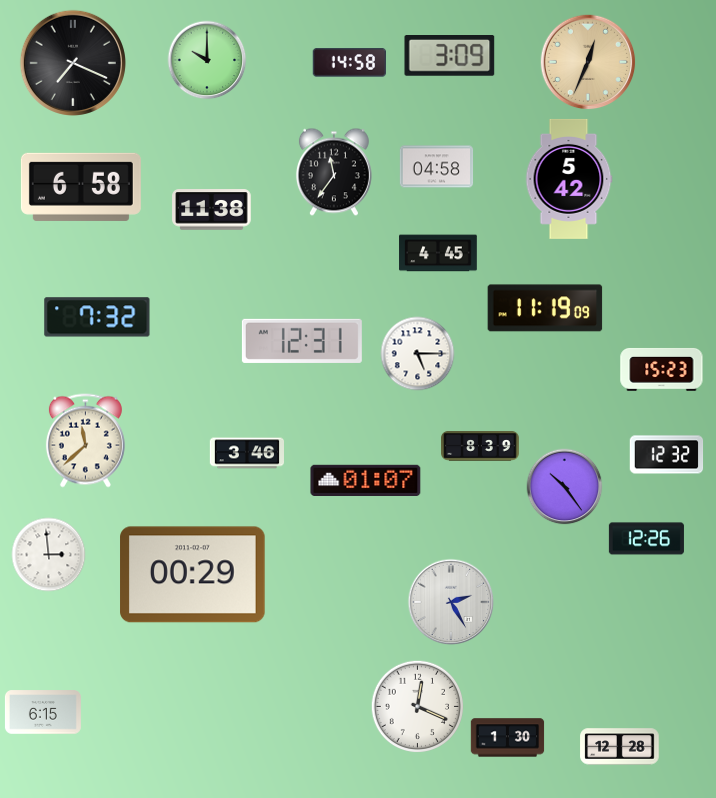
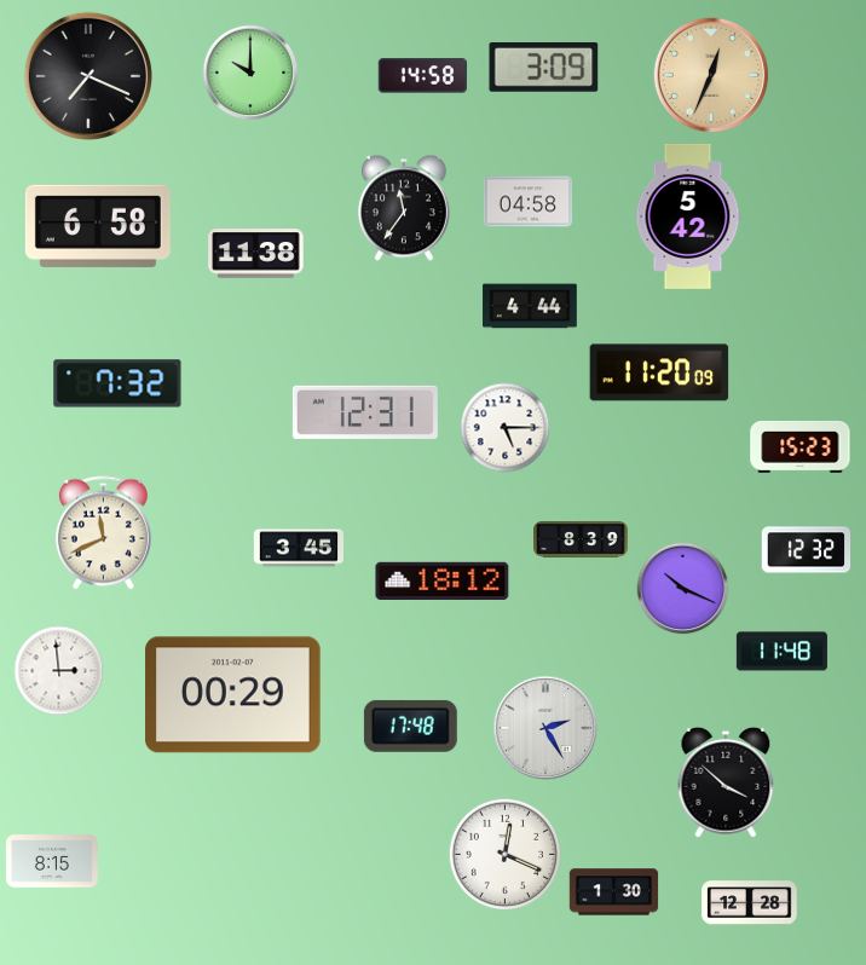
clock at (438, 253): 4:45 -> 4:44
clock at (545, 308): 11:19 -> 11:20
clock at (85, 441): 11:38 -> 11:41
clock at (246, 453): 3:46 -> 3:45
clock at (366, 480): 01:07 -> 18:12
clock at (565, 487): 10:24 -> 10:19
clock at (646, 539): 12:26 -> 11:48
clock at (410, 726): none -> 17:48
clock at (726, 782): none -> 3:52
clock at (43, 712): 6:15 -> 8:15
